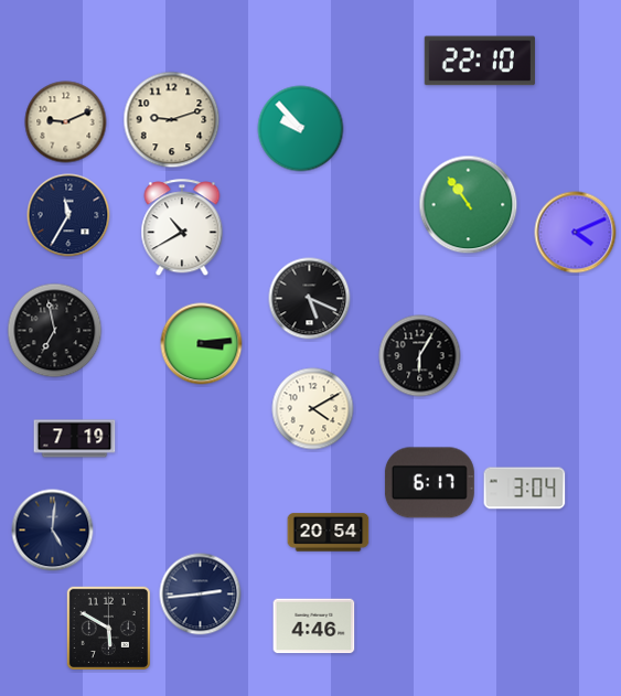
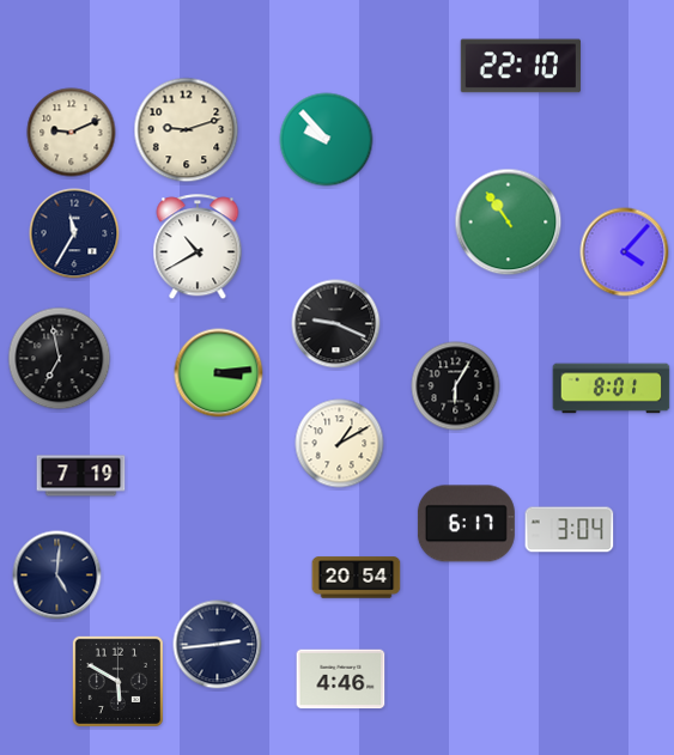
clock at (576, 233): 4:11 -> 4:07
clock at (310, 299): 5:19 -> 9:19
clock at (612, 389): none -> 8:01
clock at (313, 409): 4:10 -> 1:10
